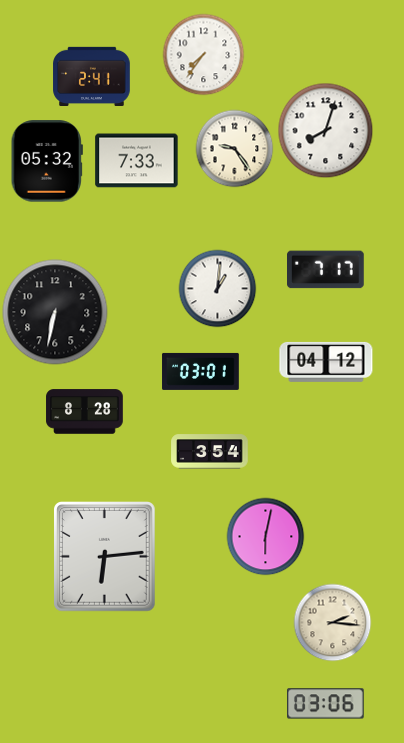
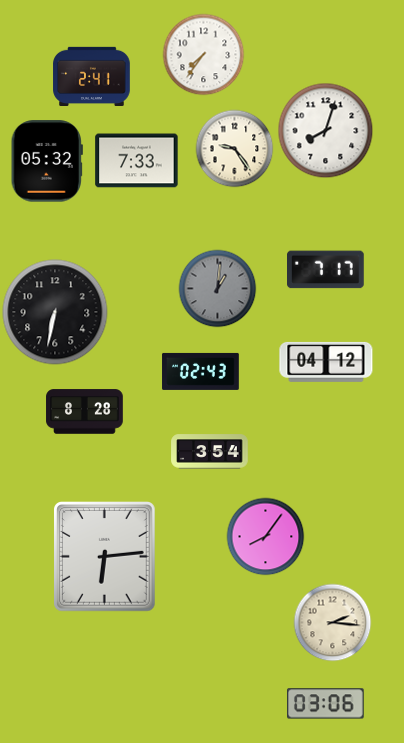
clock at (217, 288) dial: white -> grey
clock at (201, 371): 03:01 -> 02:43
clock at (265, 536): 6:02 -> 8:06
